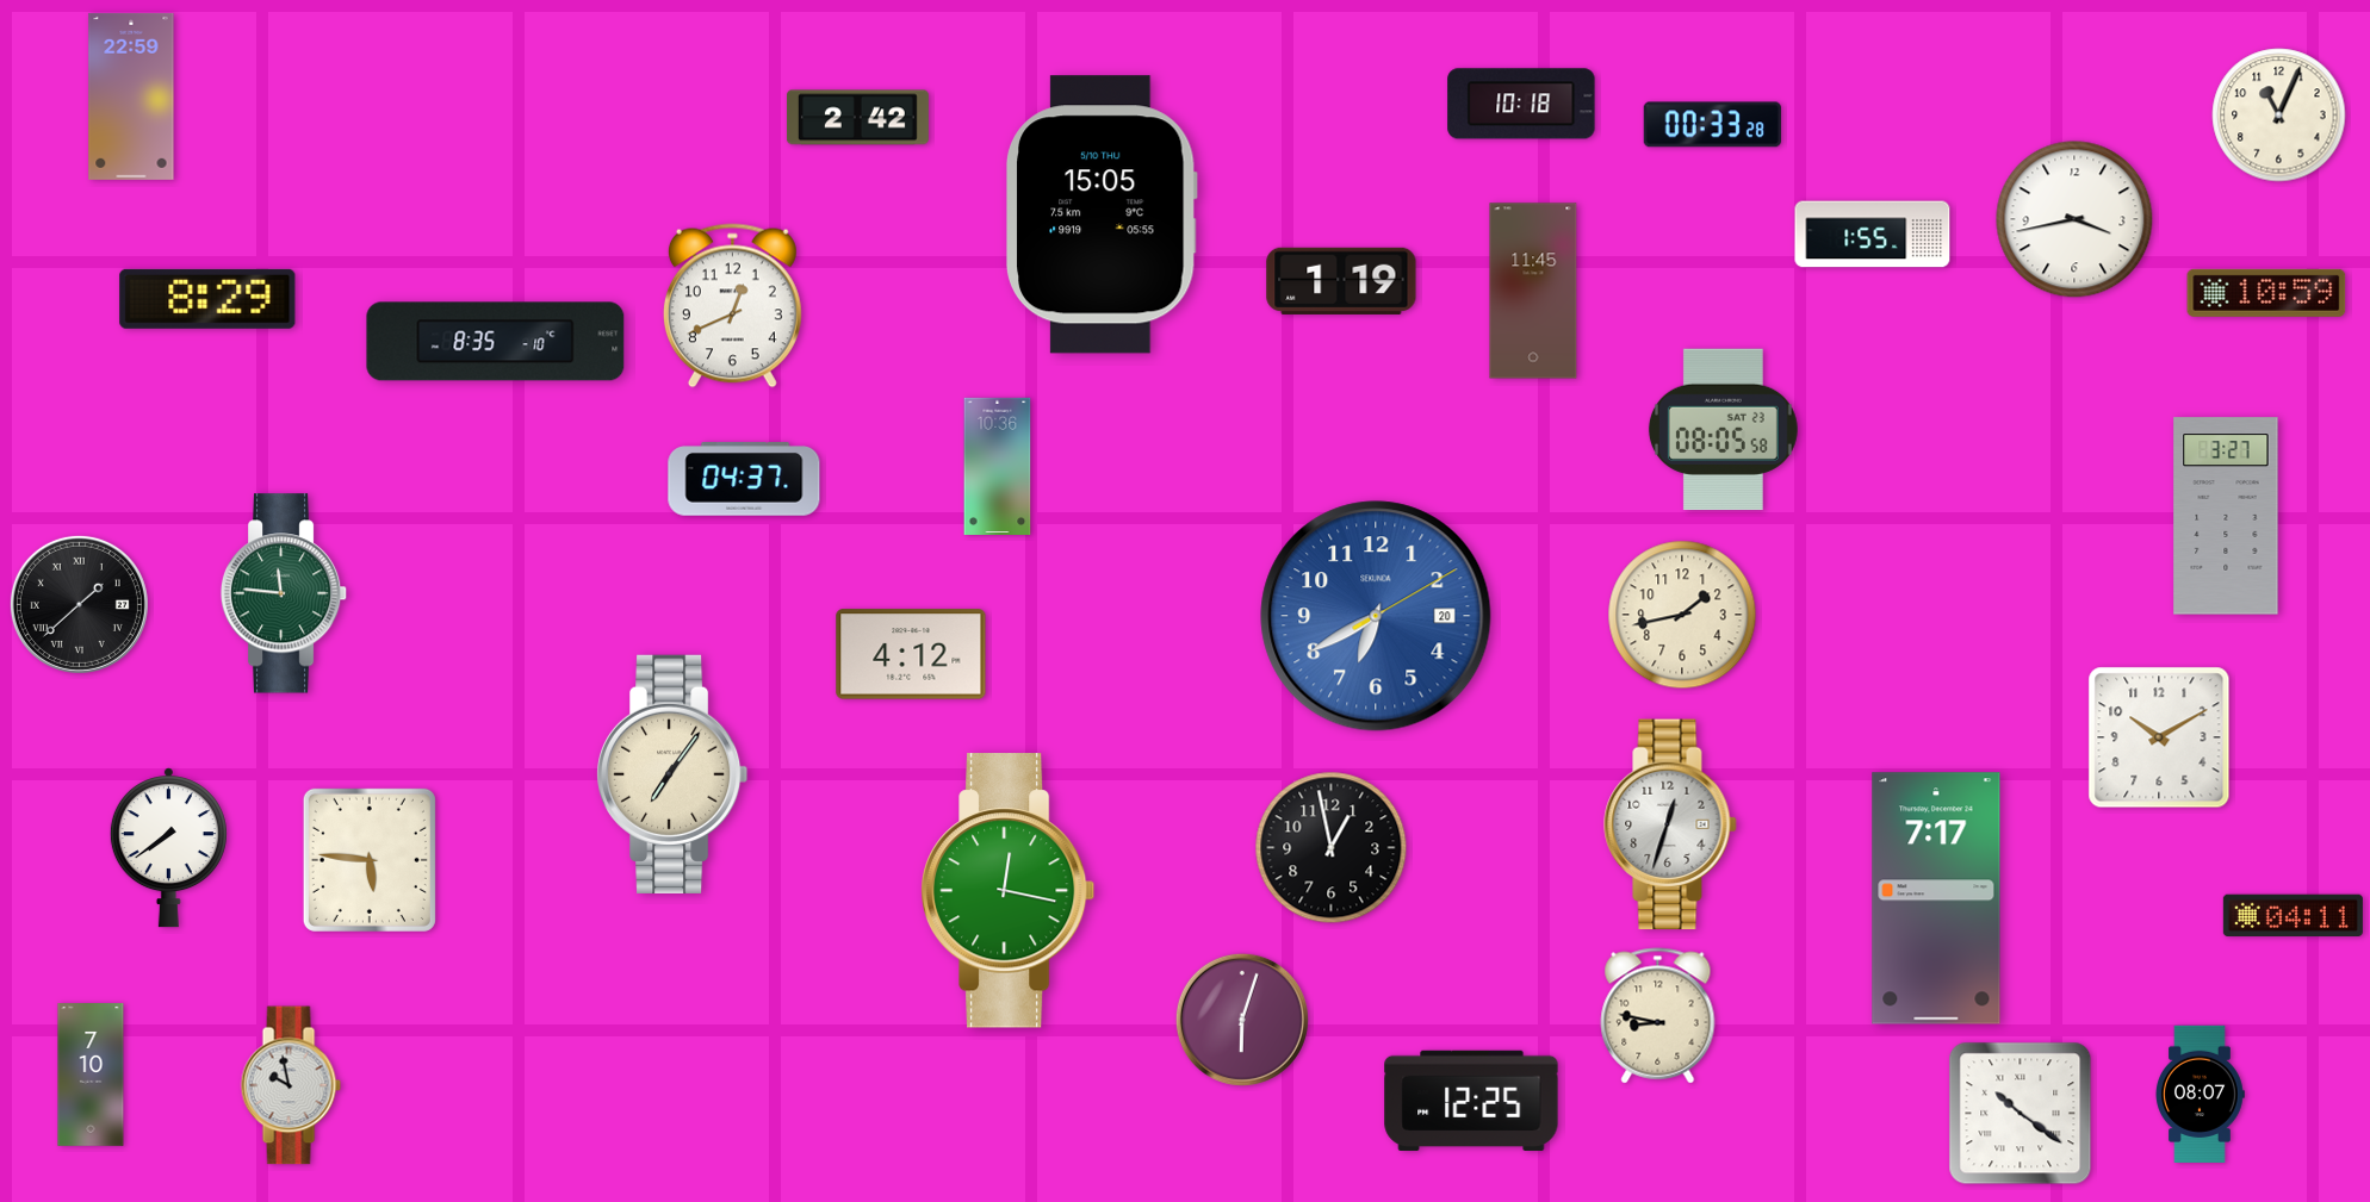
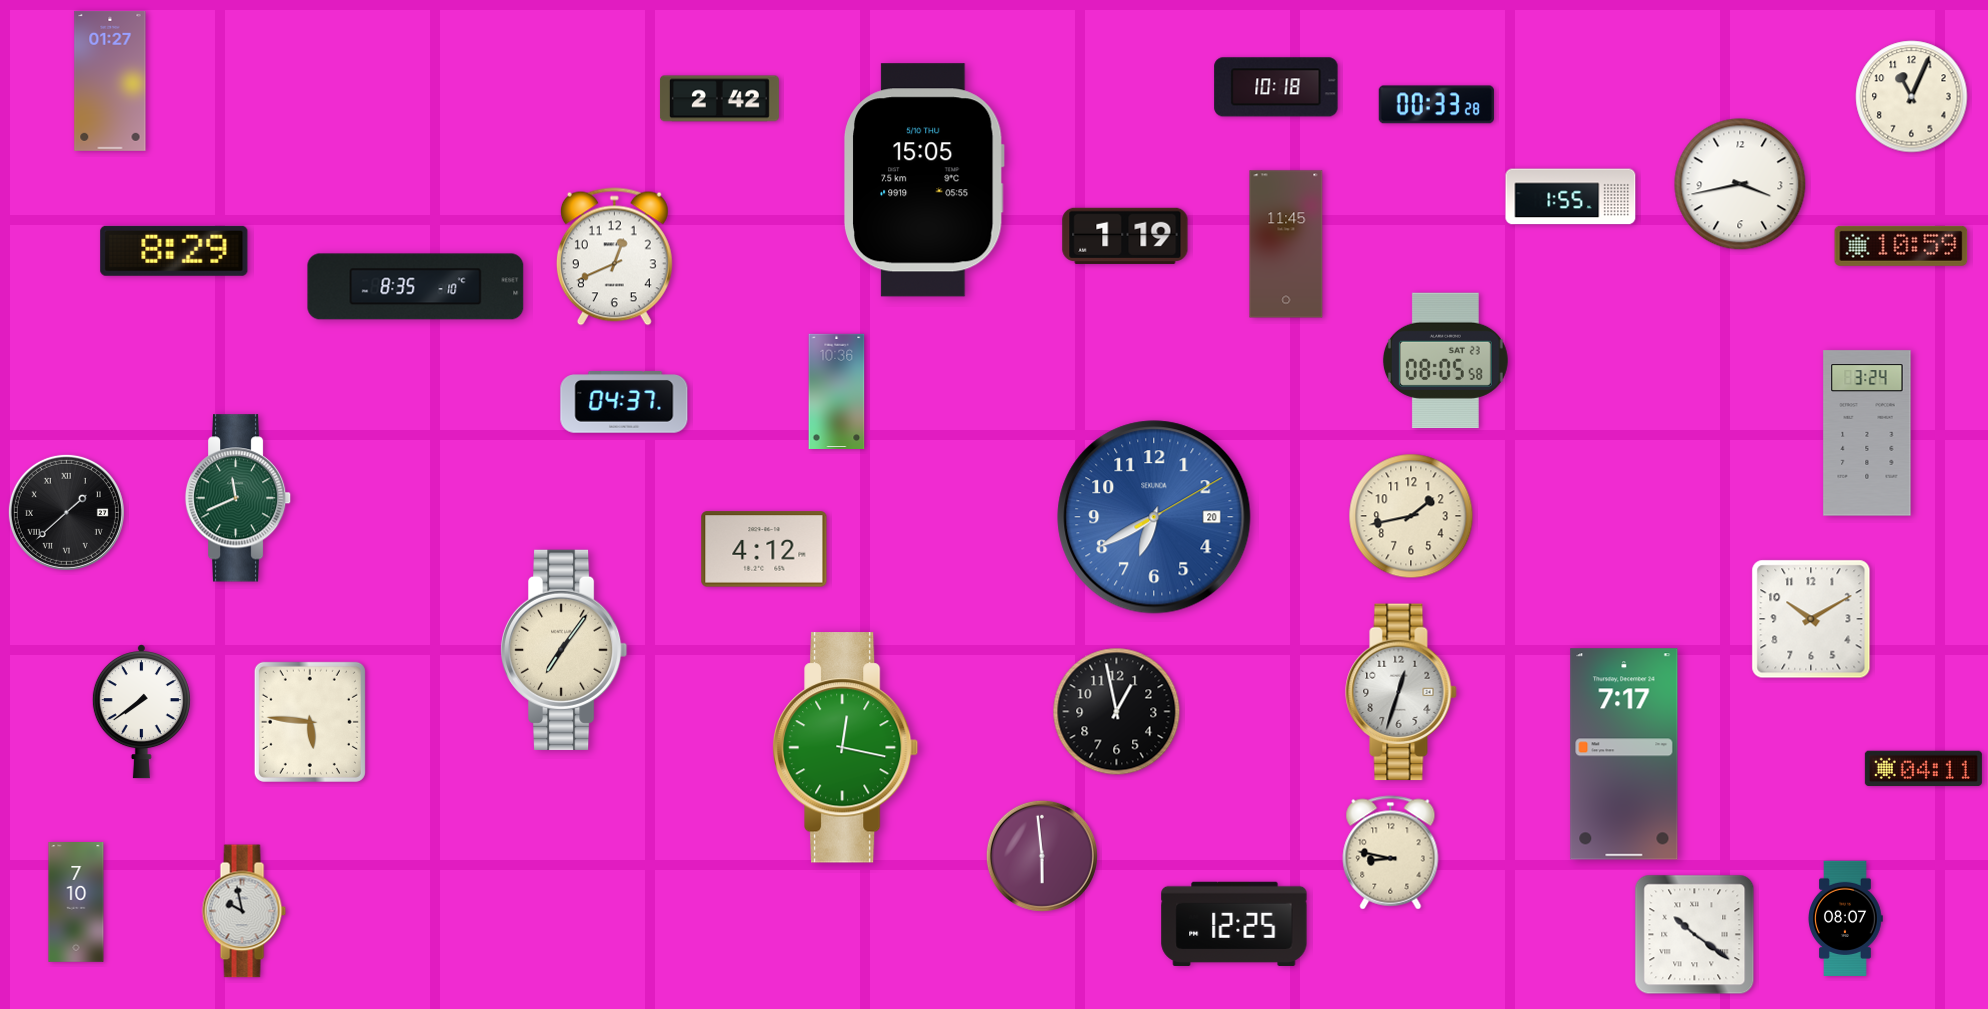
clock at (131, 96): 22:59 -> 01:27
clock at (2226, 516): 3:27 -> 3:24
clock at (284, 593): 11:46 -> 11:41
clock at (79, 604) position: (79, 604) -> (66, 512)
clock at (1242, 1020): 6:03 -> 5:59
